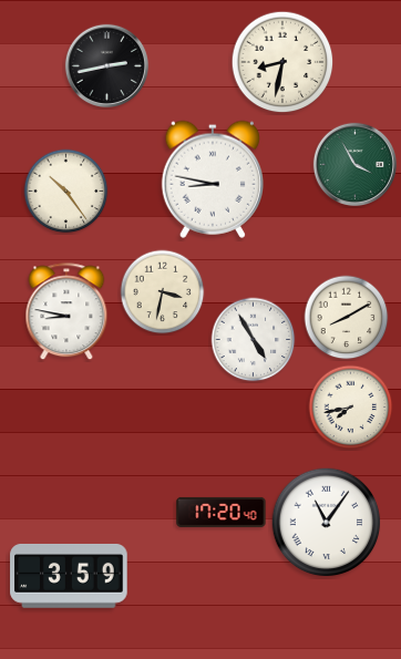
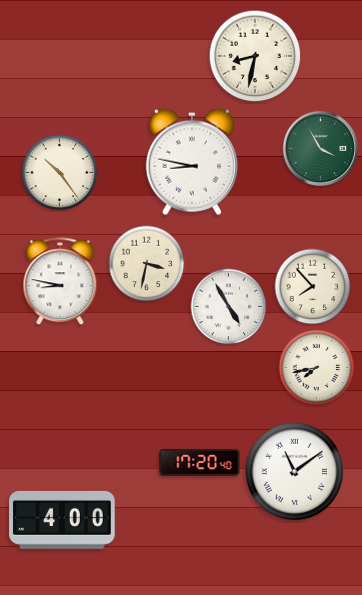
clock at (106, 65): 2:43 -> none
clock at (347, 318): 8:10 -> 7:53
clock at (327, 523): 11:06 -> 11:09
clock at (69, 576): 3:59 -> 4:00
